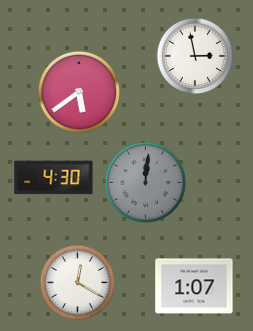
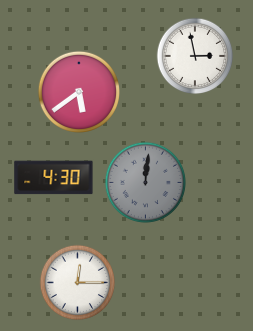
clock at (78, 283): 12:20 -> 12:15
clock at (194, 286): 1:07 -> none
